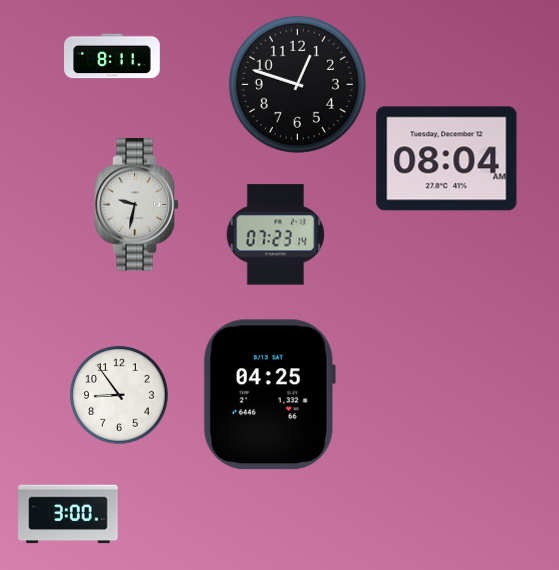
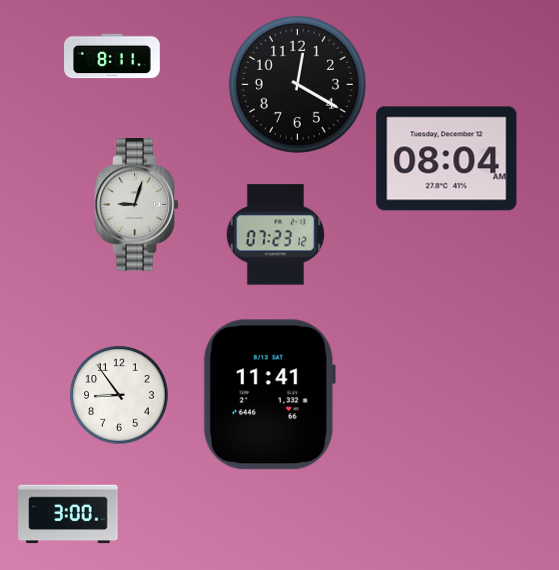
clock at (297, 84): 12:48 -> 12:20
clock at (137, 205): 9:32 -> 9:03
clock at (275, 235): 07:23:14 -> 07:23:12
clock at (269, 395): 04:25 -> 11:41
